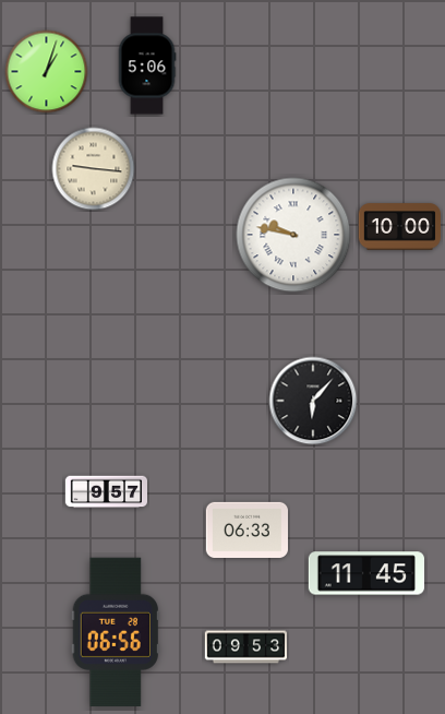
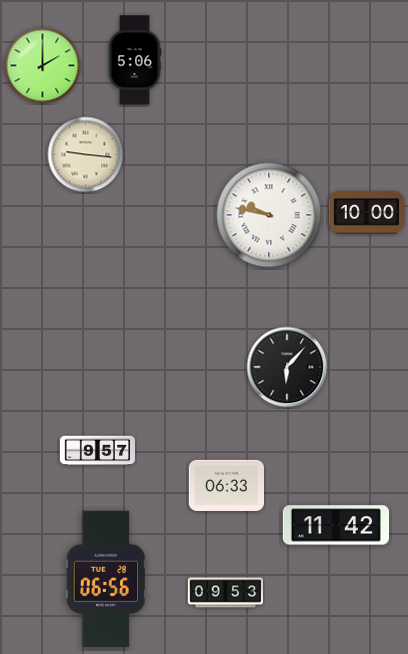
clock at (47, 72): 1:03 -> 2:00
clock at (399, 227) position: (399, 227) -> (366, 213)
clock at (365, 573): 11:45 -> 11:42
